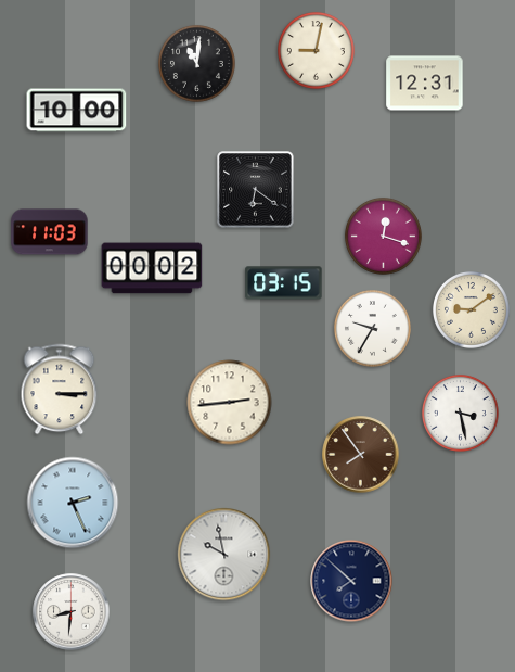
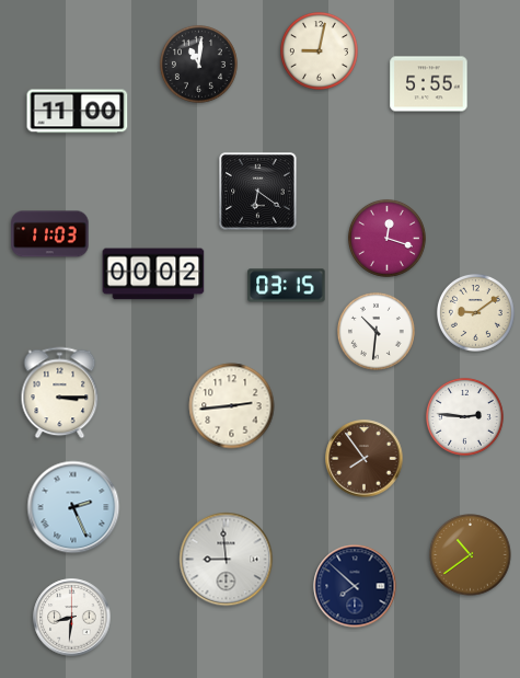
clock at (425, 84): 12:31 -> 5:55
clock at (77, 111): 10:00 -> 11:00
clock at (152, 268) position: (152, 268) -> (153, 274)
clock at (372, 328): 9:35 -> 10:31
clock at (460, 413): 3:28 -> 2:46
clock at (471, 555): none -> 10:39
clock at (224, 555): 9:58 -> 8:59
